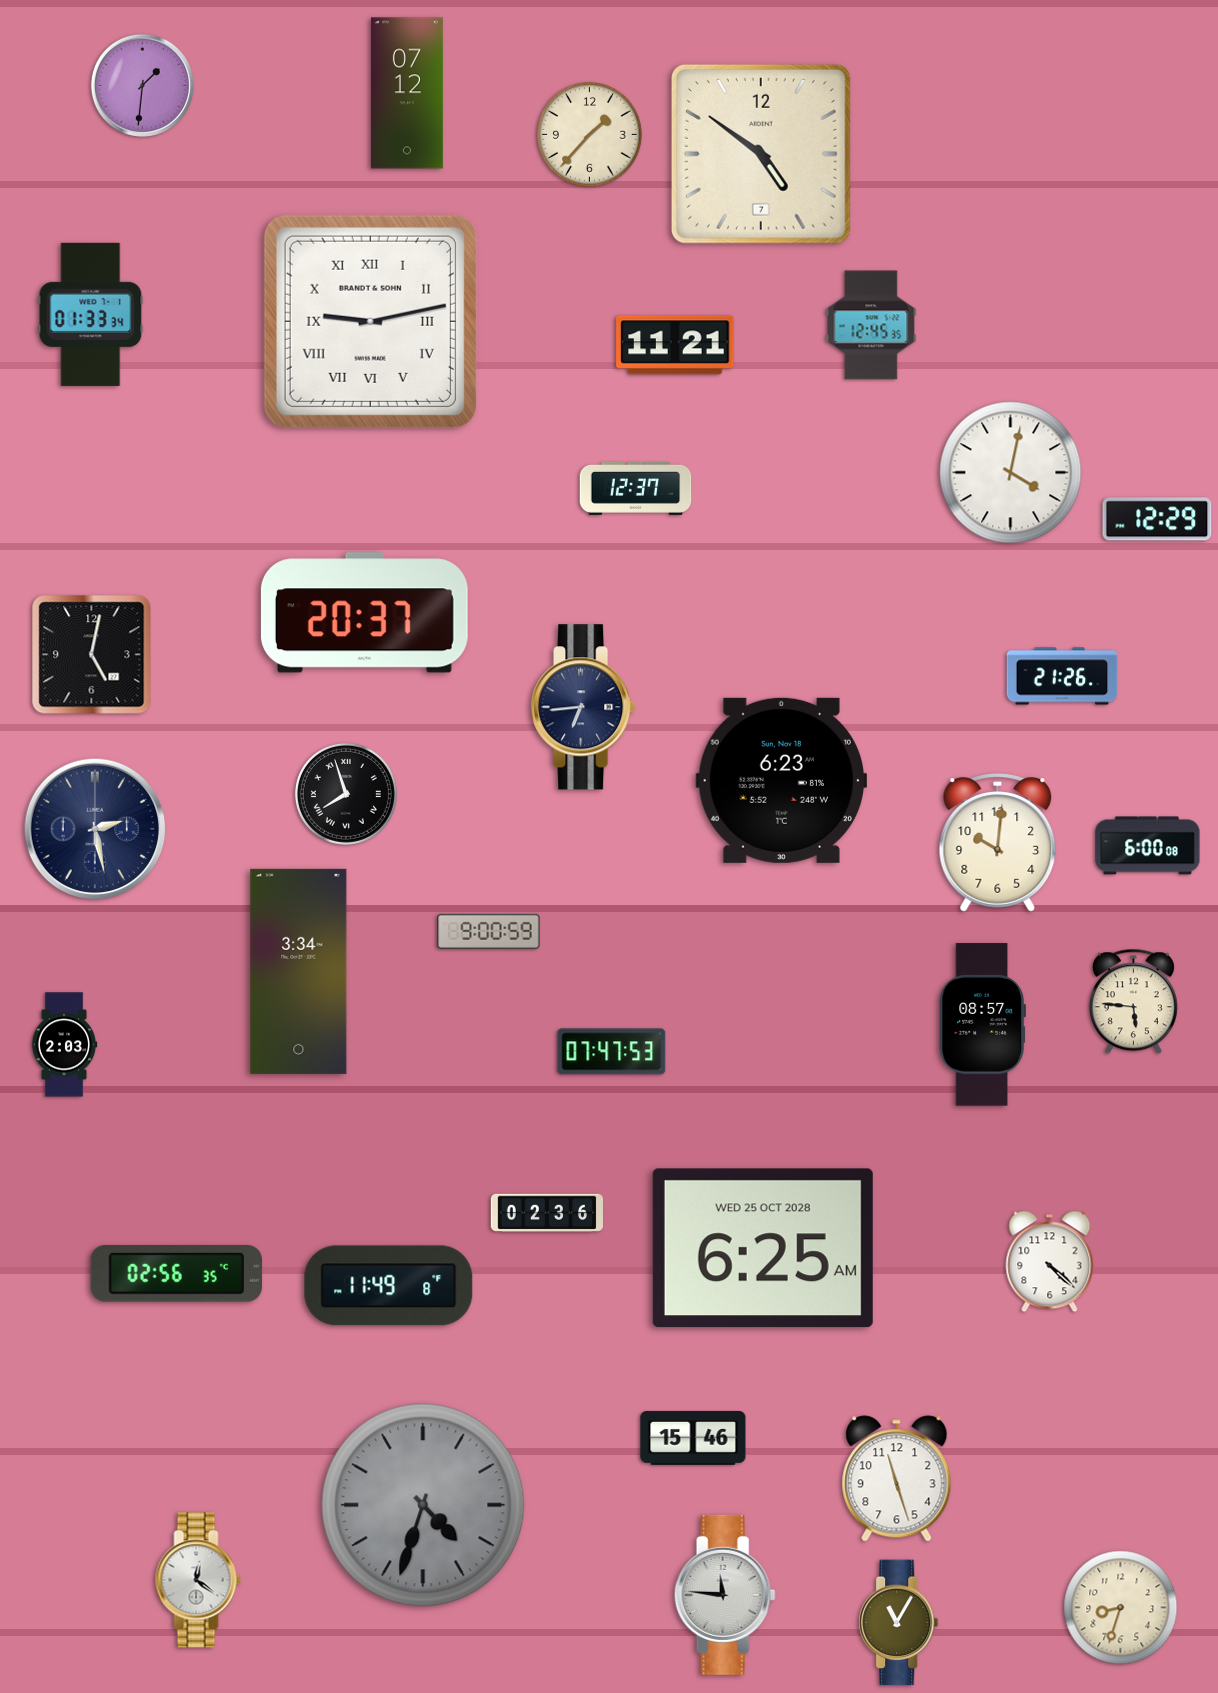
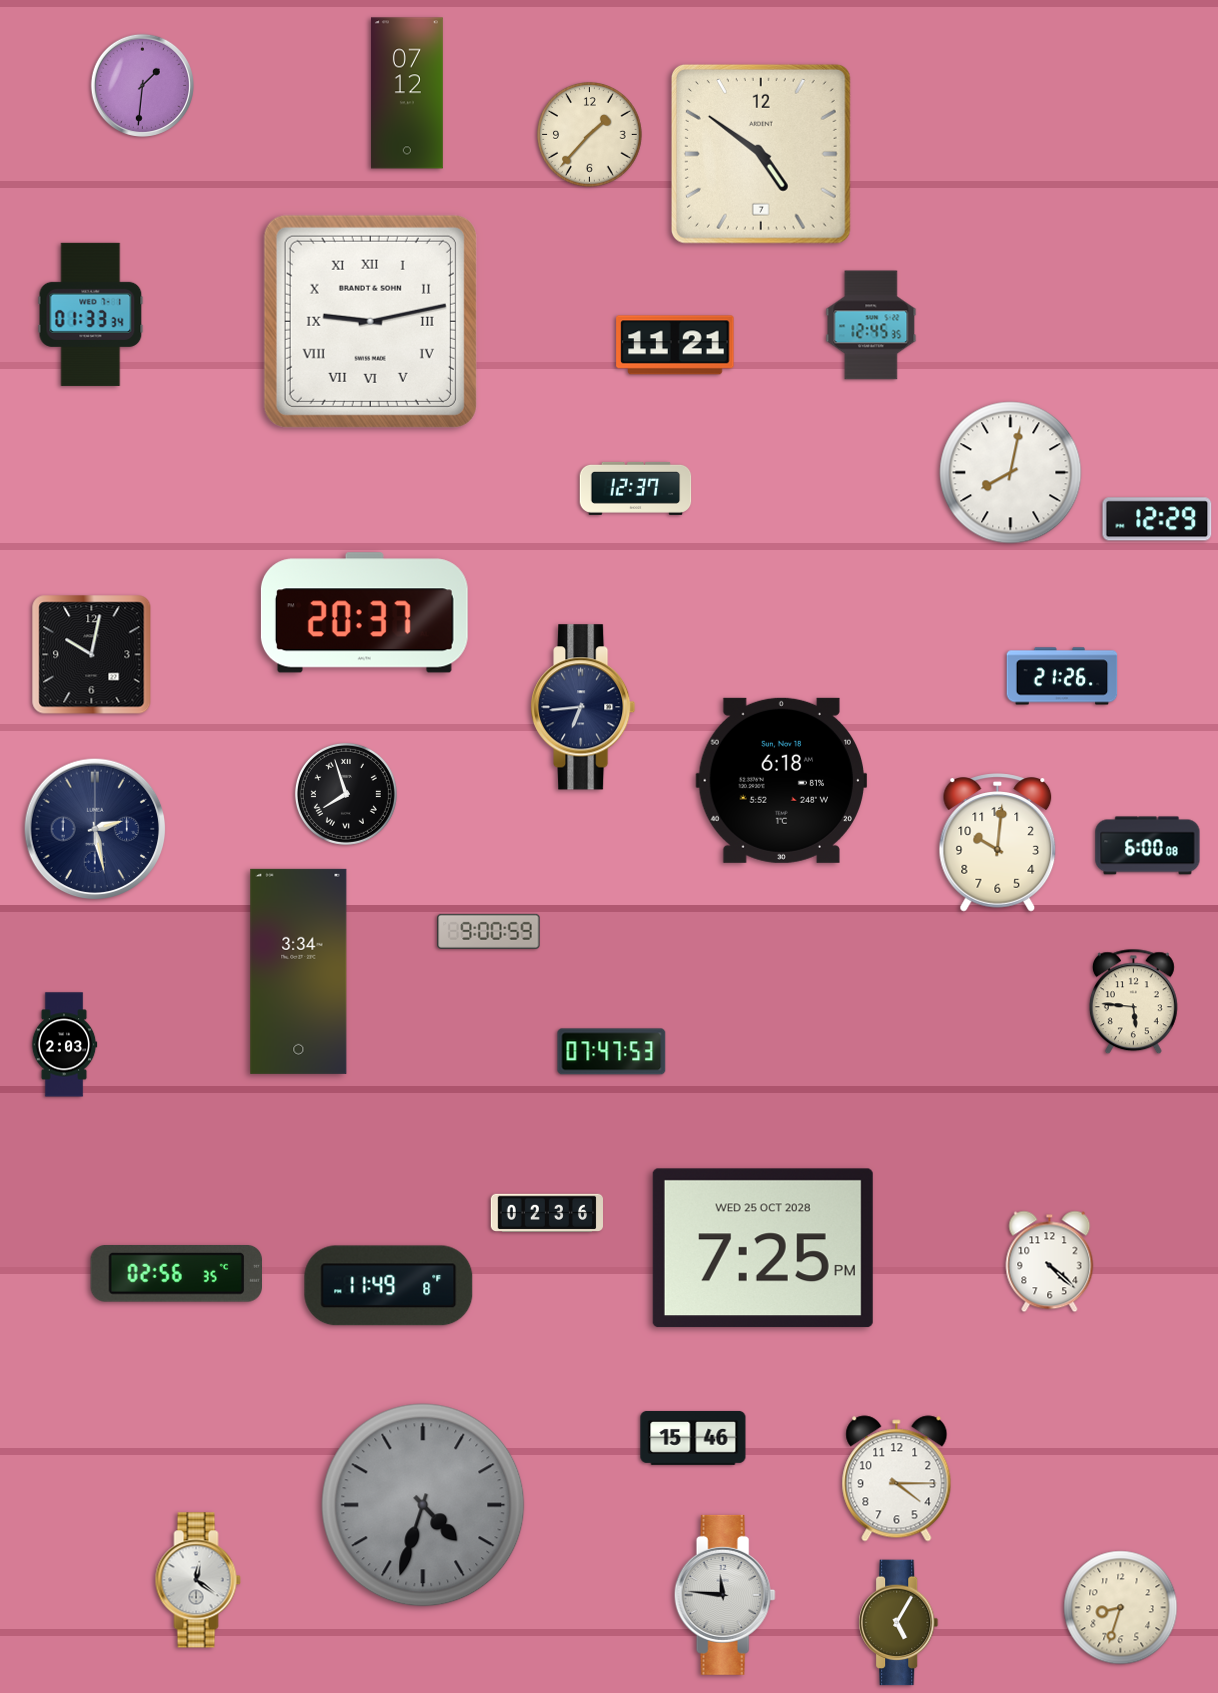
clock at (1011, 473): 4:02 -> 8:02
clock at (92, 655): 5:02 -> 10:02
clock at (781, 780): 6:23 -> 6:18
clock at (982, 1025): 08:57 -> none
clock at (763, 1248): 6:25 -> 7:25
clock at (897, 1479): 11:27 -> 4:15
clock at (899, 1623): 11:05 -> 5:05
